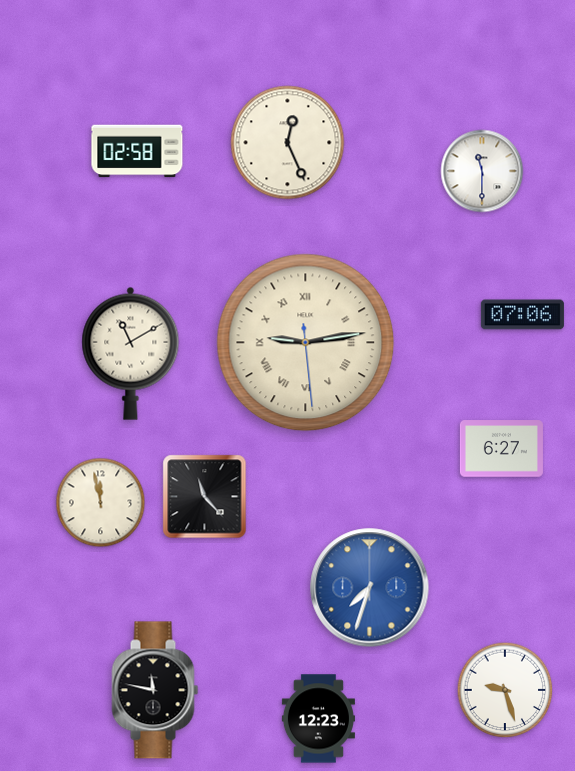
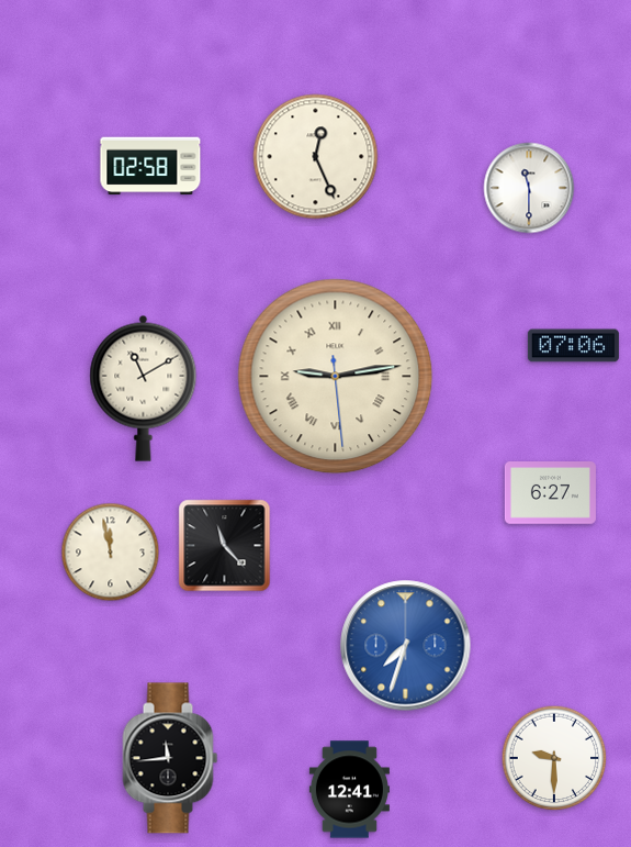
clock at (155, 690): 11:47 -> 11:44
clock at (505, 690): 9:27 -> 9:30
clock at (318, 719): 12:23 -> 12:41
